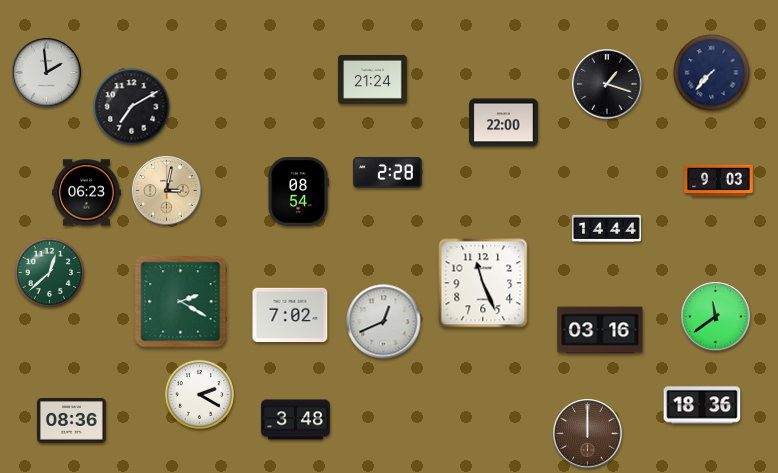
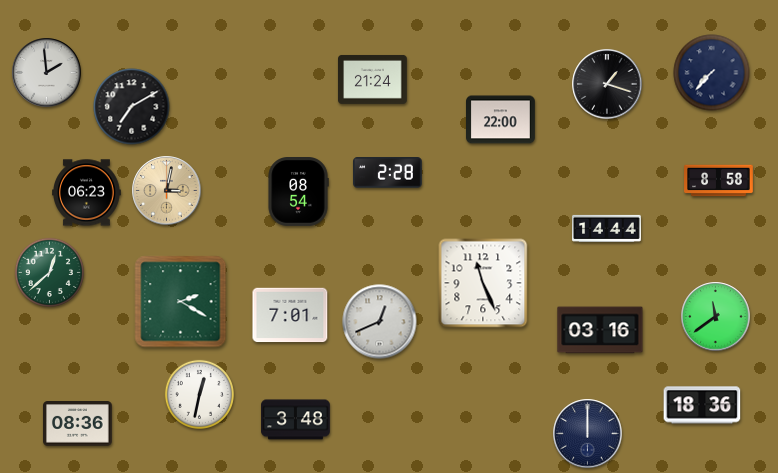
clock at (504, 123) position: (504, 123) -> (501, 120)
clock at (719, 181): 9:03 -> 8:58
clock at (290, 315): 7:02 -> 7:01
clock at (384, 322) position: (384, 322) -> (380, 322)
clock at (199, 394): 2:20 -> 12:32
clock at (72, 421) position: (72, 421) -> (78, 424)
clock at (588, 434) dial: brown -> navy
